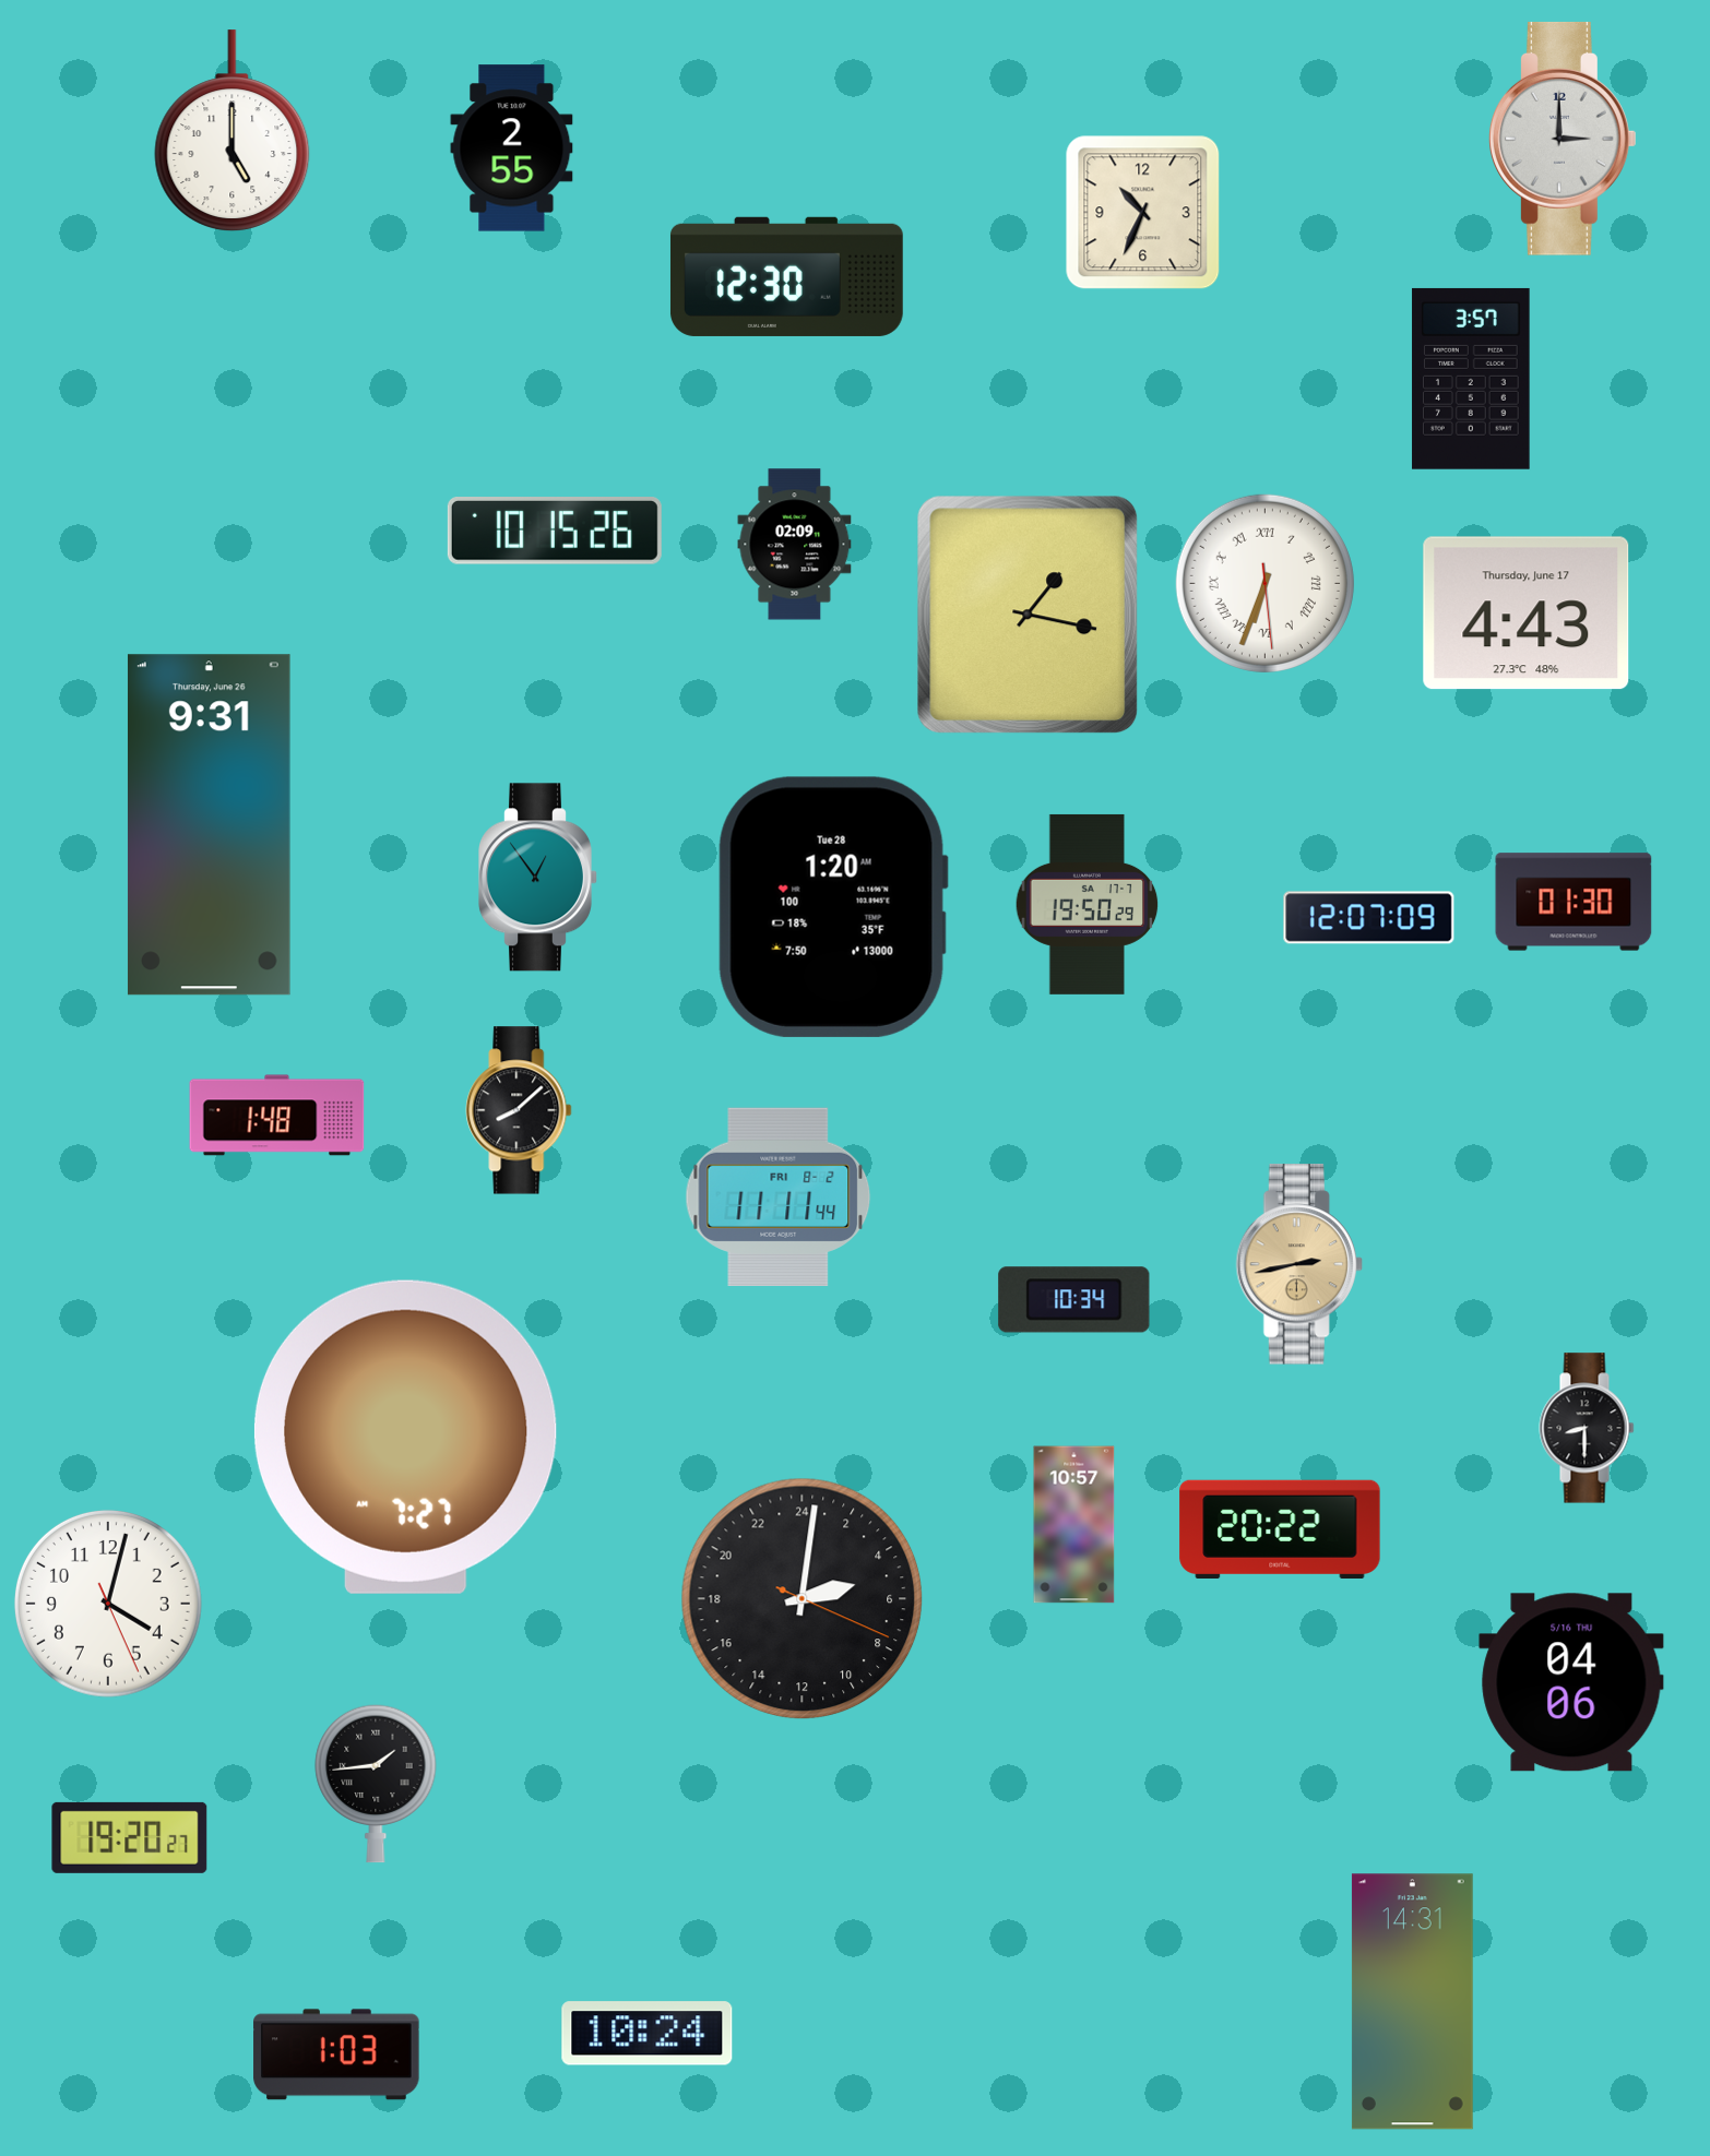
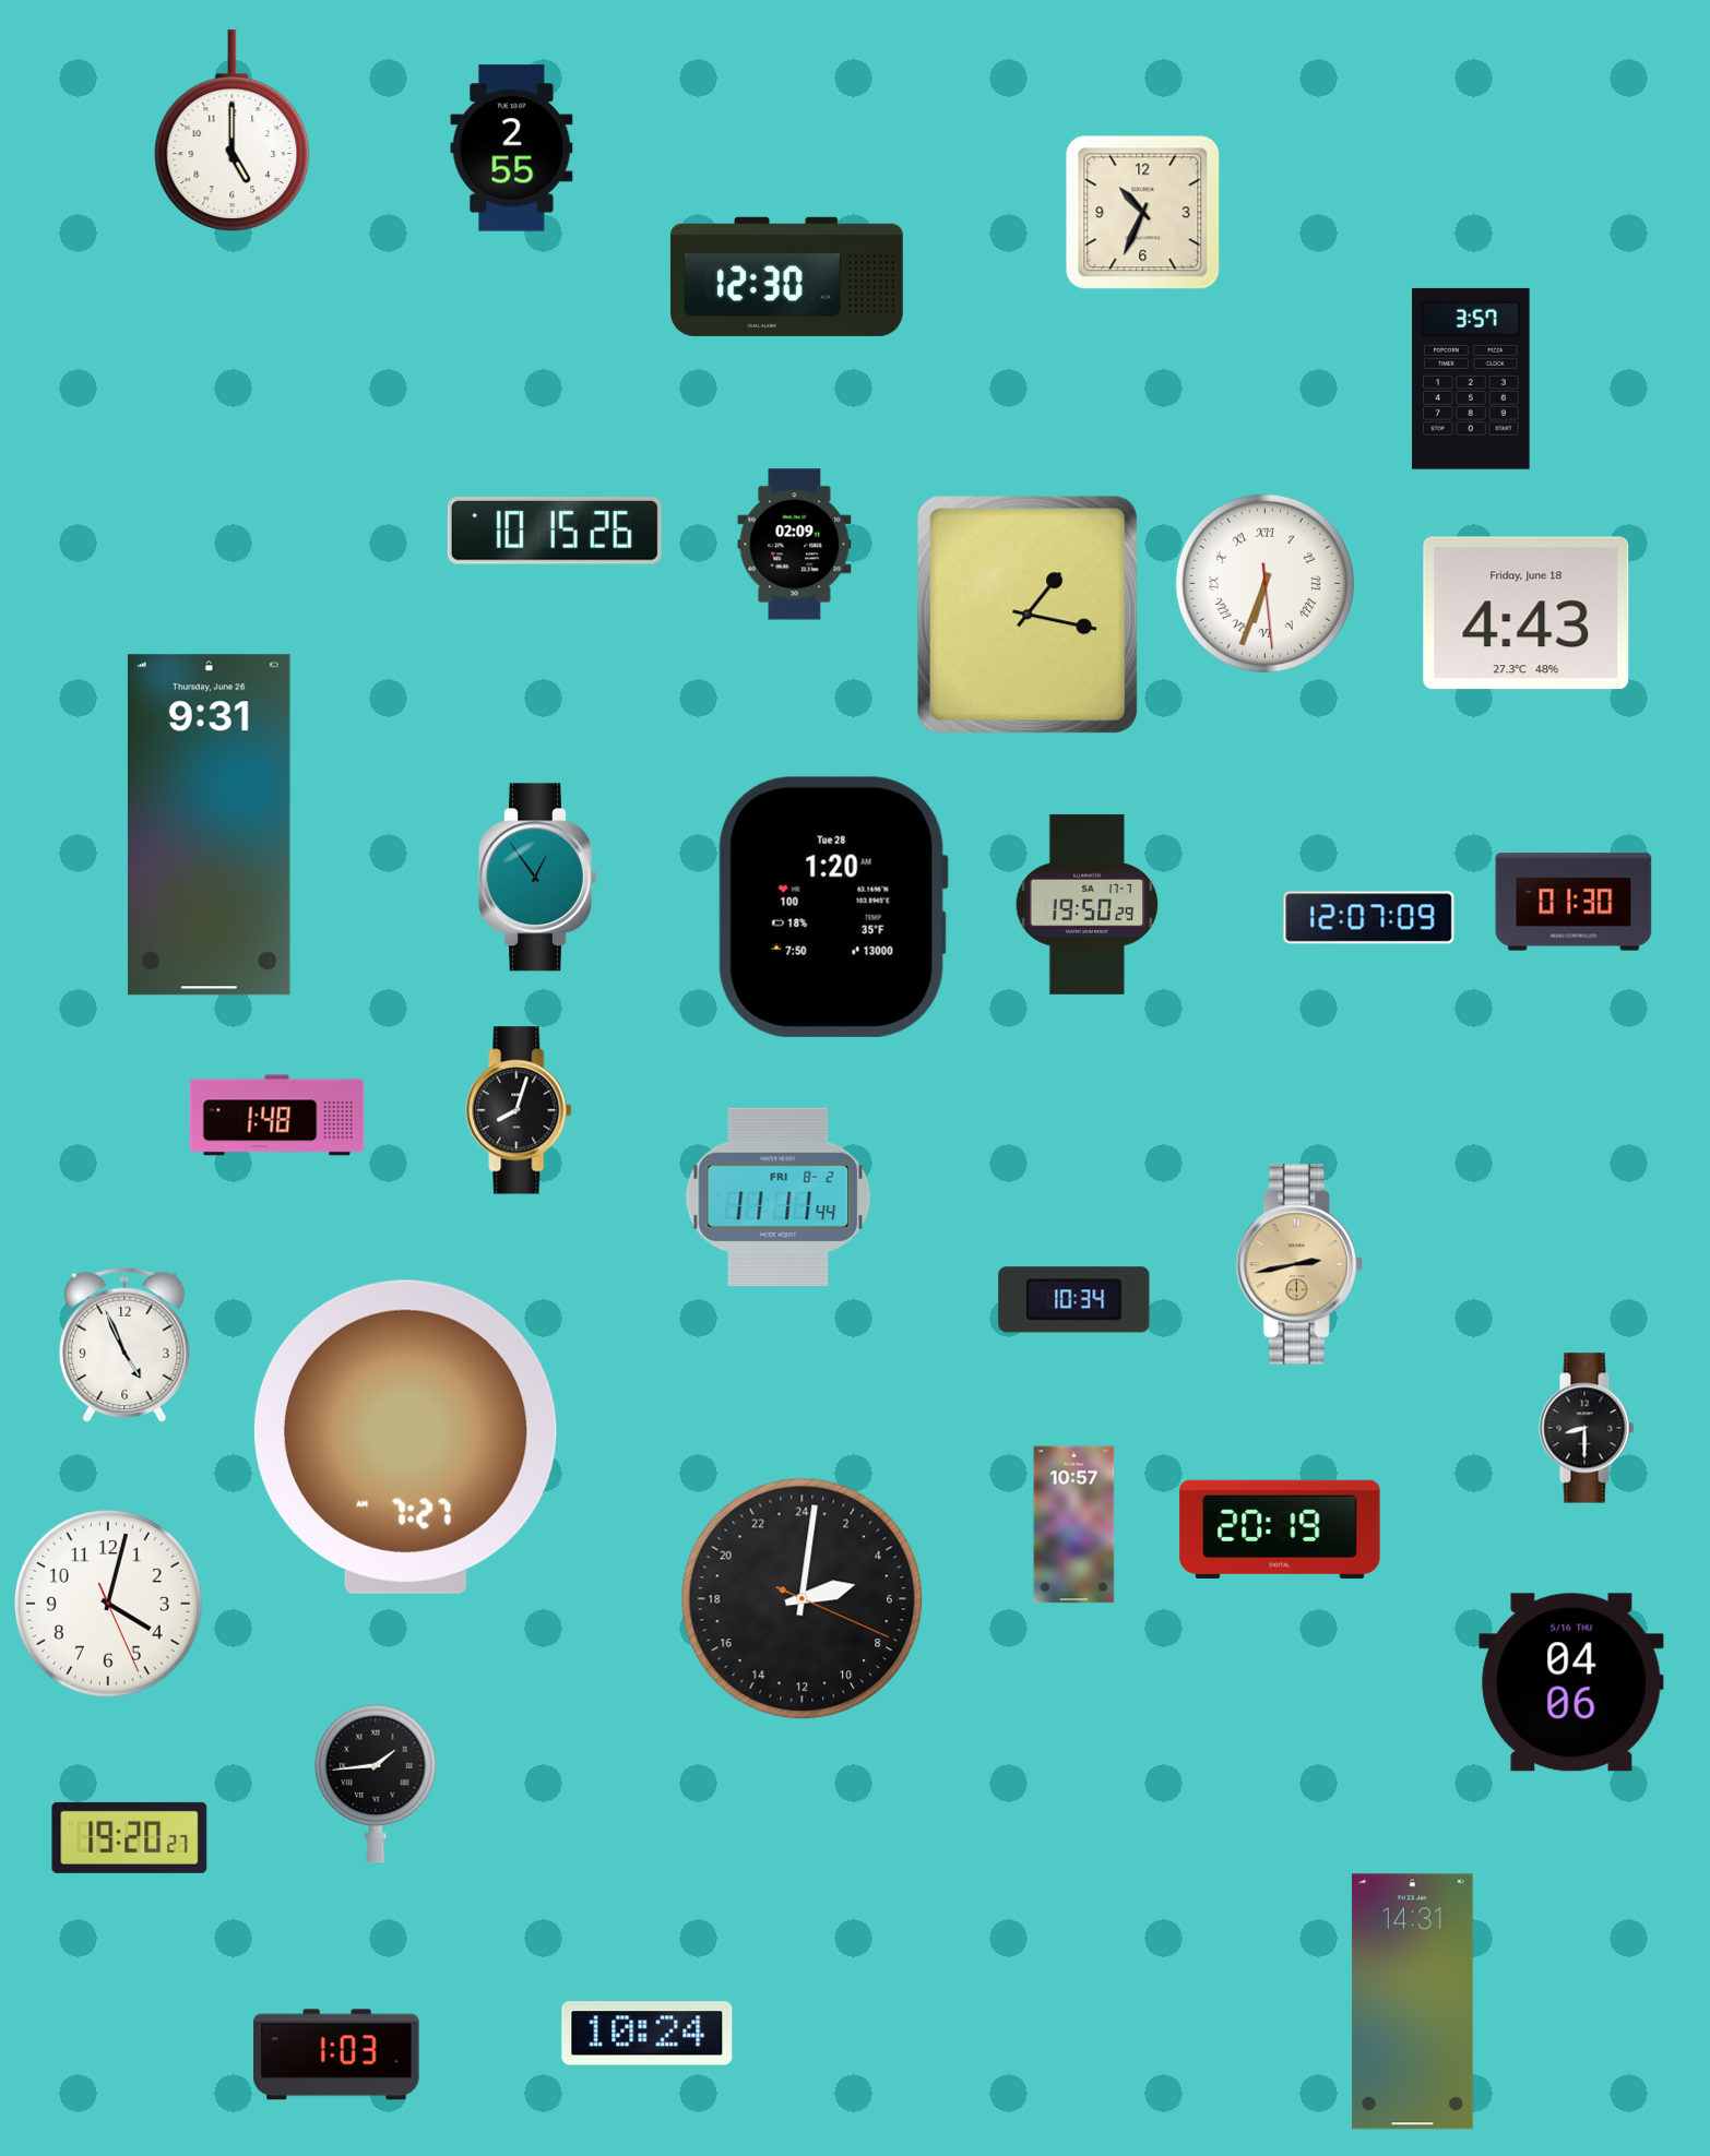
clock at (1564, 139): 3:00 -> none
clock at (1527, 614) date: Thursday, June 17 -> Friday, June 18
clock at (519, 1110): 8:08 -> 8:03
clock at (124, 1345): none -> 4:56
clock at (1280, 1528): 20:22 -> 20:19
